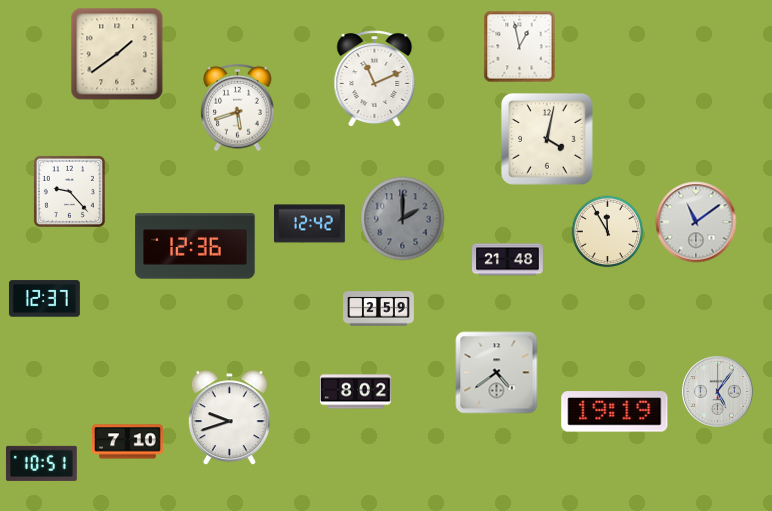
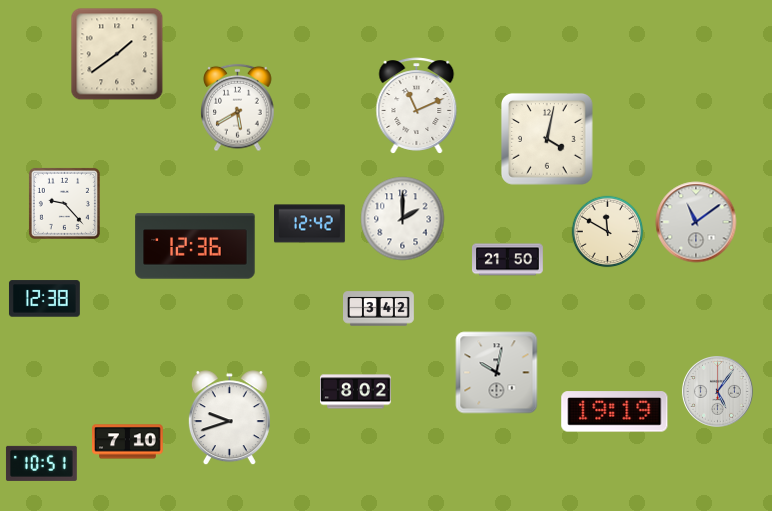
clock at (520, 47): 12:58 -> none
clock at (375, 79) position: (375, 79) -> (417, 106)
clock at (238, 108): 5:42 -> 5:40
clock at (69, 191) position: (69, 191) -> (64, 203)
clock at (403, 219) dial: grey -> white
clock at (608, 232): 11:55 -> 11:50
clock at (508, 260): 21:48 -> 21:50
clock at (45, 299): 12:37 -> 12:38
clock at (379, 309): 2:59 -> 3:42
clock at (497, 373): 4:39 -> 10:02
